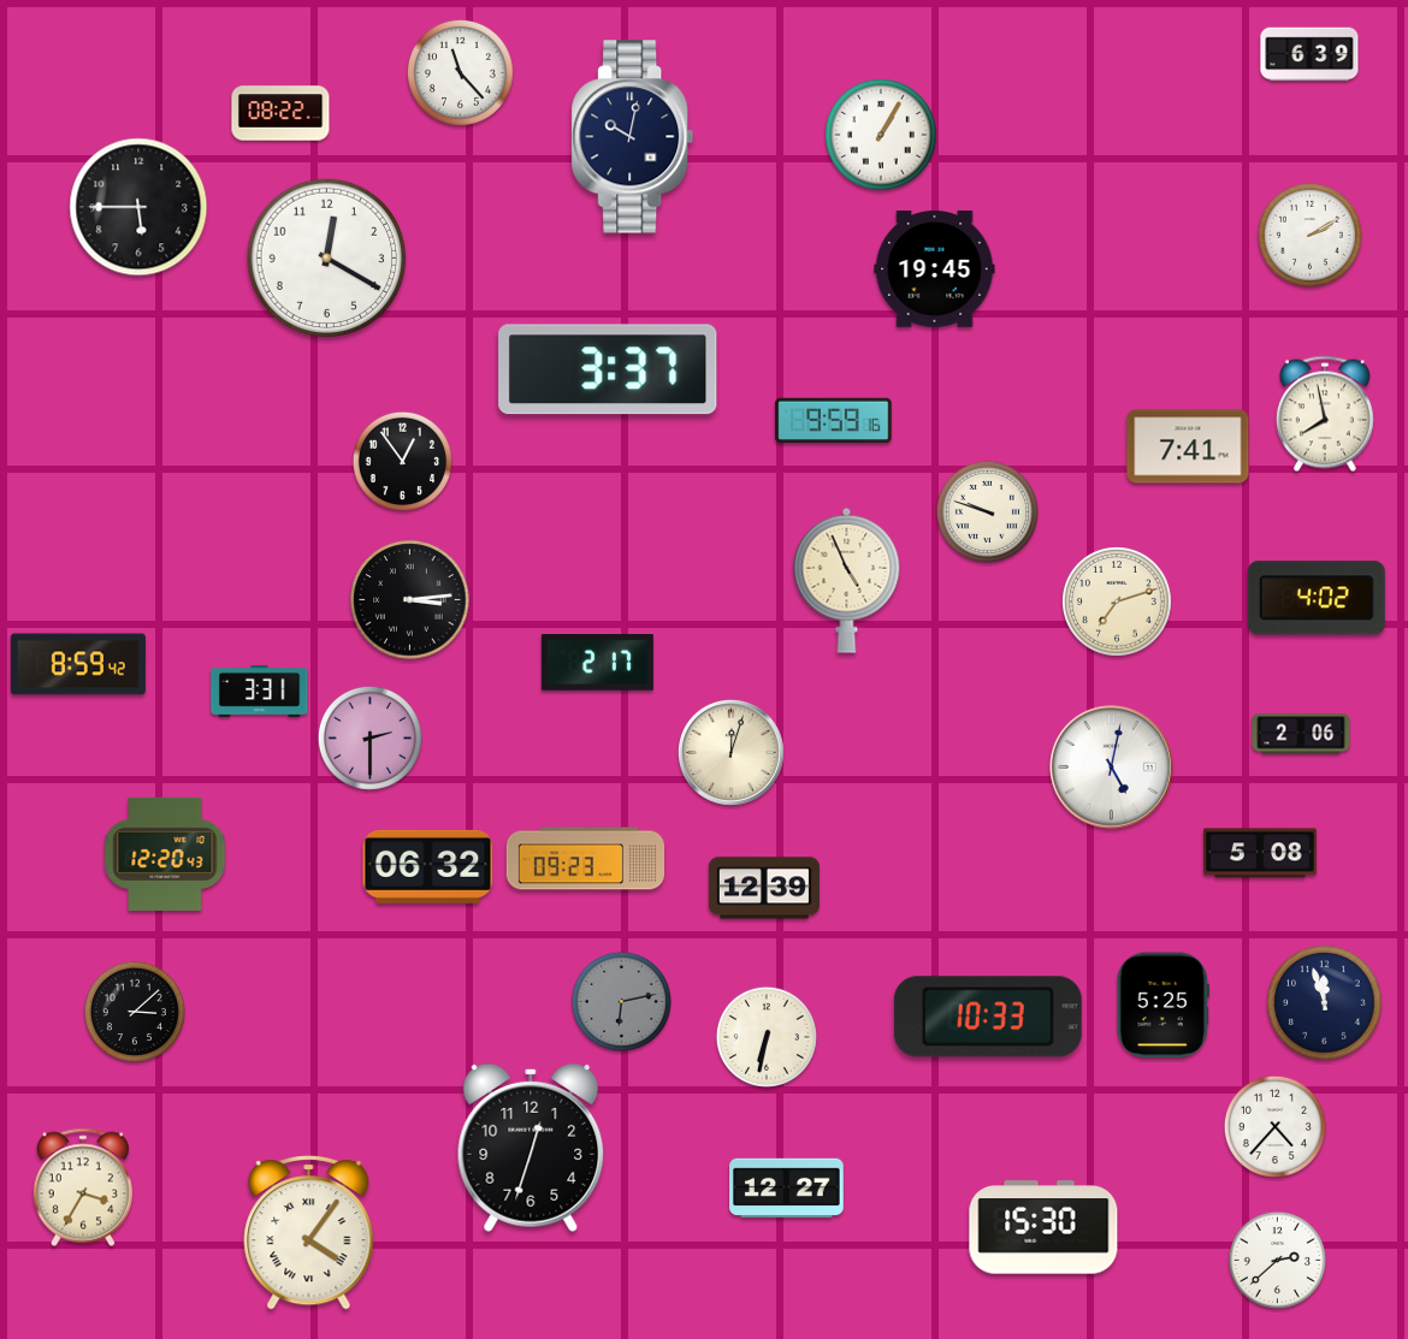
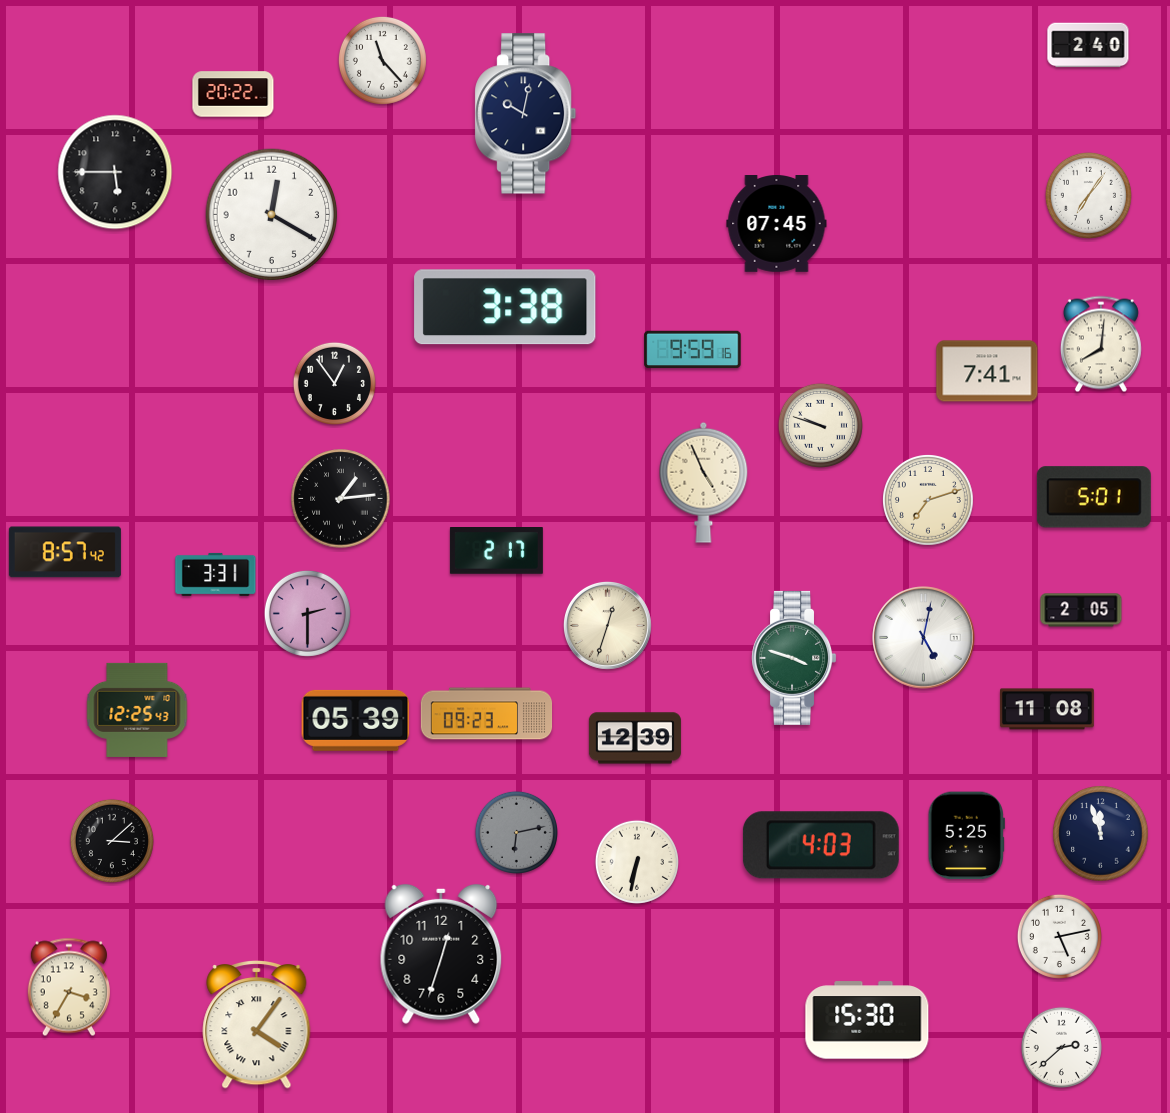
clock at (1309, 54): 6:39 -> 2:40
clock at (280, 113): 08:22 -> 20:22
clock at (881, 135): 1:05 -> none
clock at (1309, 235): 2:10 -> 7:06
clock at (935, 269): 19:45 -> 07:45
clock at (608, 369): 3:37 -> 3:38
clock at (1325, 414): 7:58 -> 8:01
clock at (1317, 598): 4:02 -> 5:01
clock at (410, 600): 3:14 -> 1:14
clock at (78, 664): 8:59 -> 8:57
clock at (1301, 734): 2:06 -> 2:05
clock at (730, 752): 12:03 -> 12:33
clock at (794, 658): none -> 3:48
clock at (1260, 853): 5:08 -> 11:08
clock at (165, 854): 12:20 -> 12:25
clock at (428, 866): 06:32 -> 05:39
clock at (988, 1017): 10:33 -> 4:03
clock at (1274, 1126): 4:37 -> 5:13
clock at (787, 1189): 12:27 -> none
